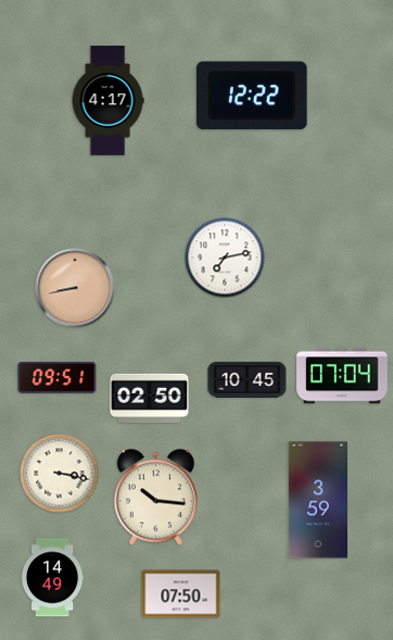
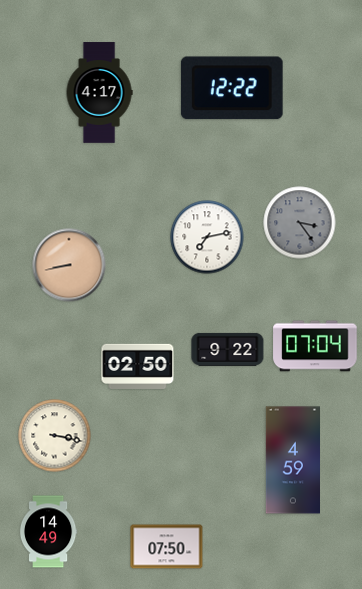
clock at (300, 223): none -> 3:24
clock at (58, 377): 09:51 -> none
clock at (248, 379): 10:45 -> 9:22
clock at (156, 498): 10:16 -> none
clock at (317, 500): 3:59 -> 4:59
